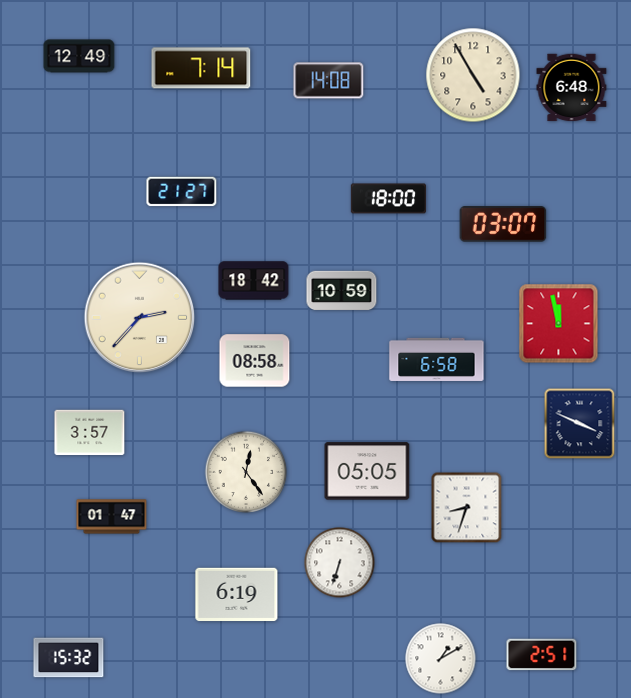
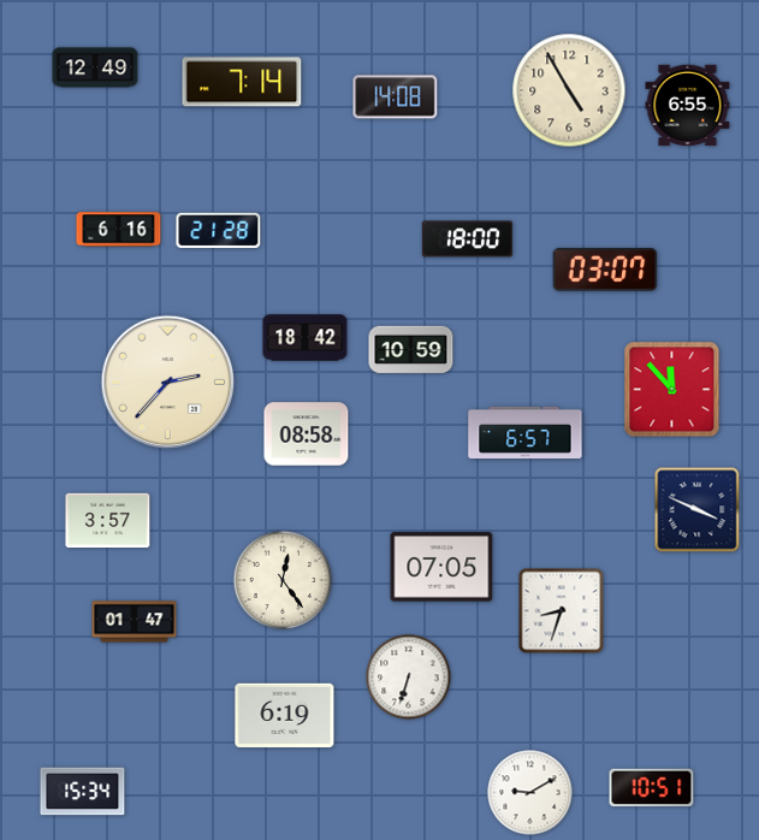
clock at (572, 88): 6:48 -> 6:55
clock at (119, 230): none -> 6:16
clock at (182, 192): 21:27 -> 21:28
clock at (559, 324): 11:58 -> 11:53
clock at (437, 359): 6:58 -> 6:57
clock at (367, 471): 05:05 -> 07:05
clock at (246, 472) position: (246, 472) -> (283, 580)
clock at (542, 655): 2:51 -> 10:51
clock at (69, 658): 15:32 -> 15:34
clock at (441, 659): 1:10 -> 9:10
